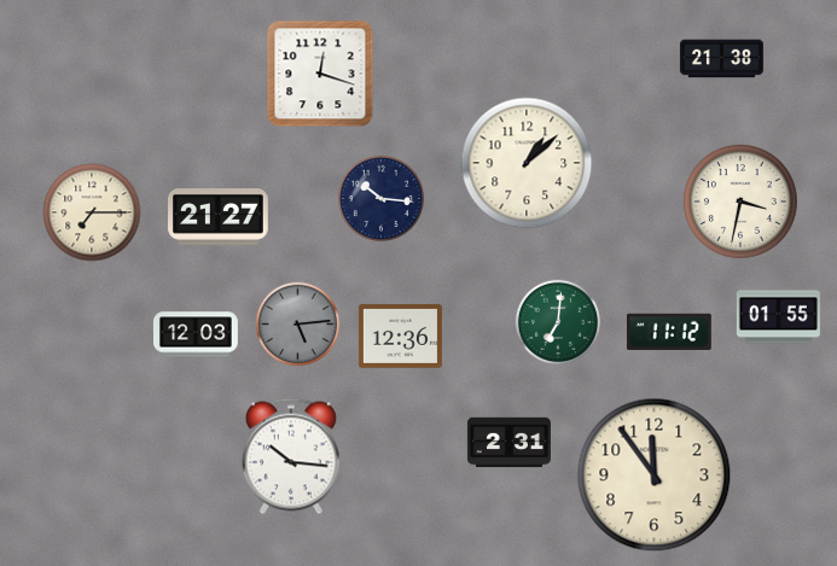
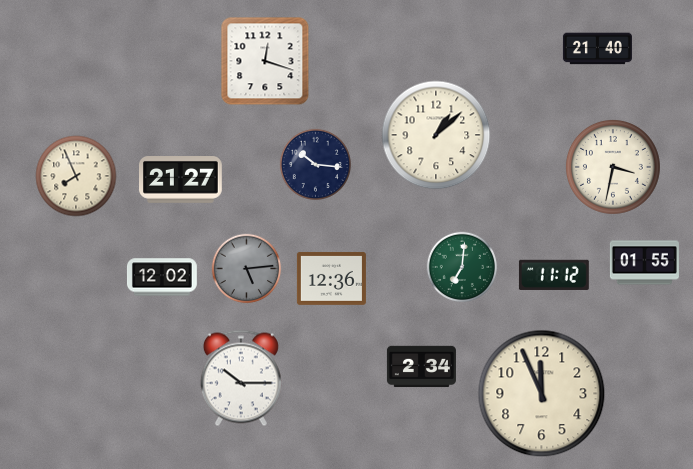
clock at (721, 59): 21:38 -> 21:40
clock at (92, 212): 7:15 -> 7:56
clock at (196, 334): 12:03 -> 12:02
clock at (508, 443): 2:31 -> 2:34
clock at (291, 456): 10:16 -> 10:15
clock at (655, 475): 11:54 -> 11:56
